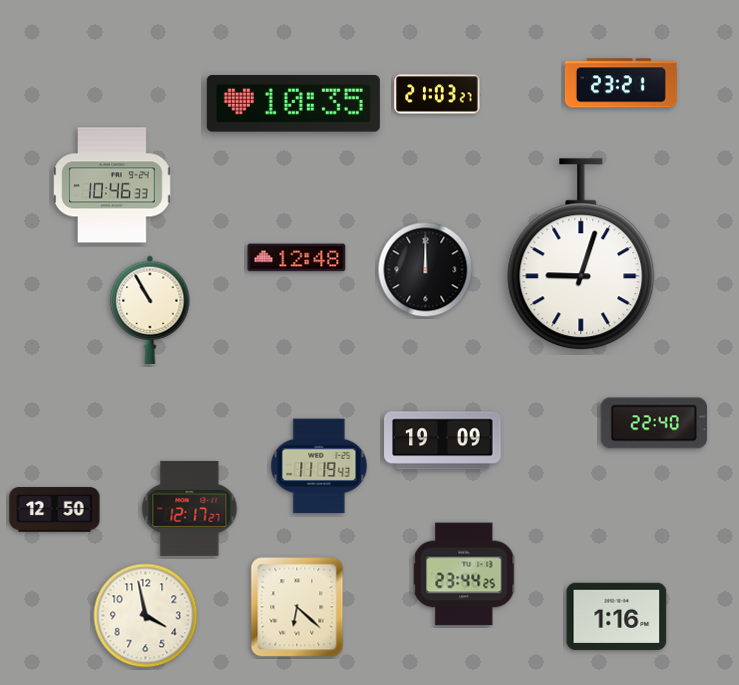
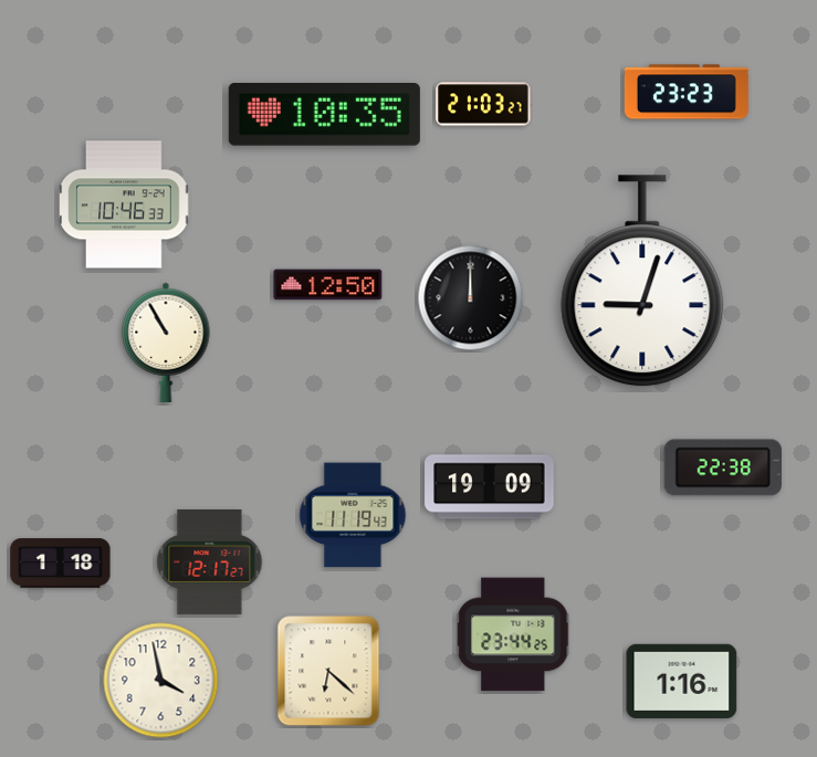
clock at (621, 83): 23:21 -> 23:23
clock at (297, 258): 12:48 -> 12:50
clock at (654, 423): 22:40 -> 22:38
clock at (55, 510): 12:50 -> 1:18
